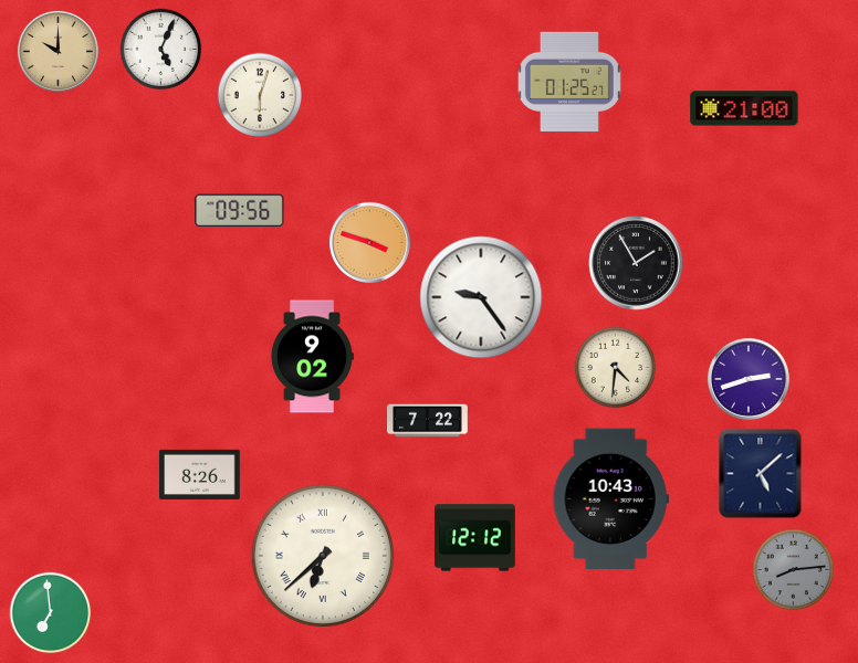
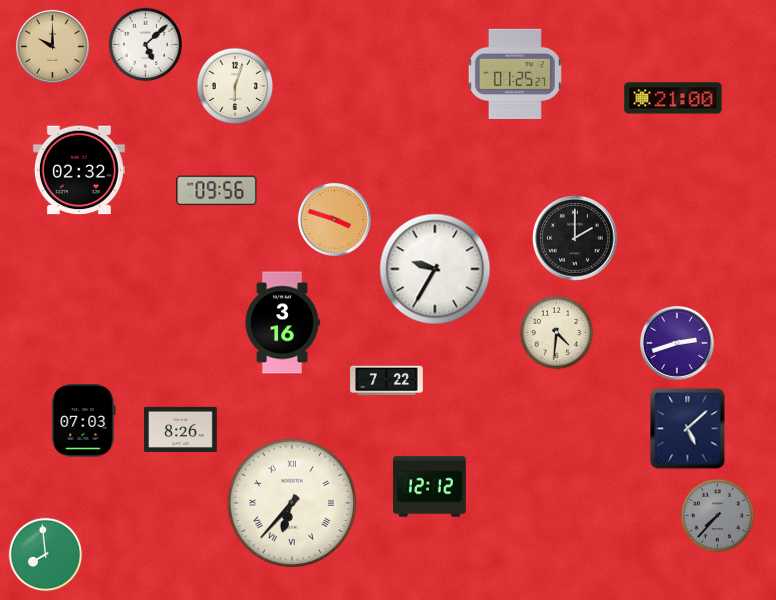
clock at (161, 50): 5:04 -> 5:08
clock at (79, 170): none -> 02:32
clock at (636, 263): 1:55 -> 2:00
clock at (481, 297): 9:24 -> 9:35
clock at (312, 357): 9:02 -> 3:16
clock at (84, 421): none -> 07:03
clock at (610, 499): 10:43 -> none
clock at (323, 556): 6:38 -> 6:37
clock at (794, 570): 8:14 -> 7:37
clock at (51, 613): 6:59 -> 7:59
